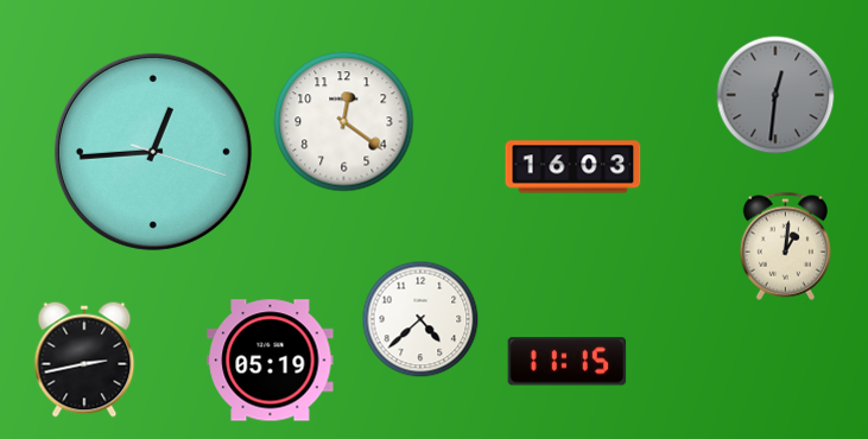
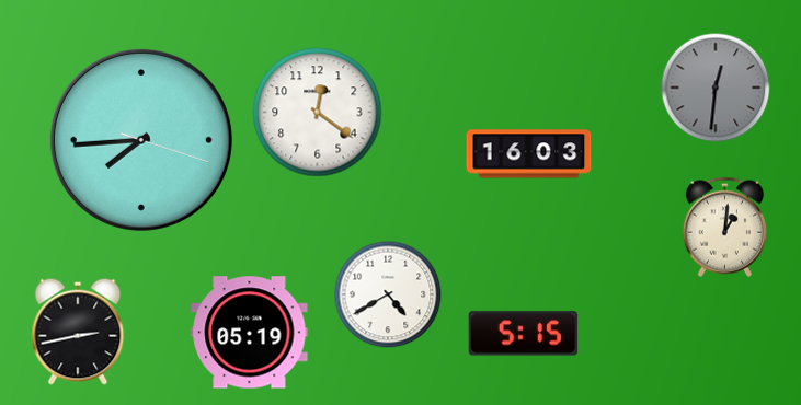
clock at (153, 152): 12:44 -> 7:44
clock at (420, 319): 4:38 -> 4:40
clock at (568, 362): 11:15 -> 5:15
